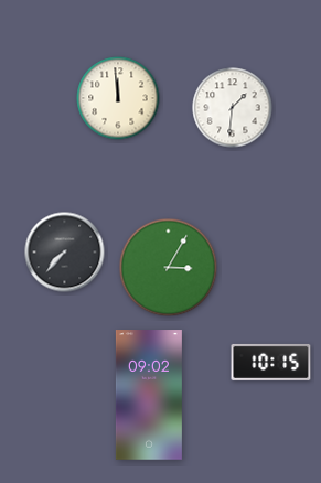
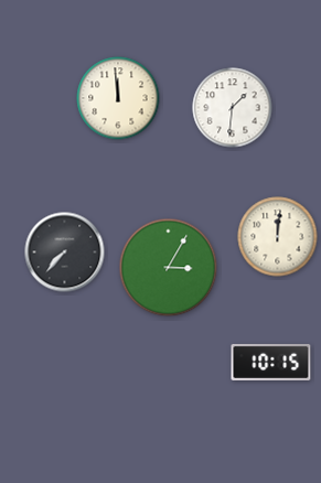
clock at (278, 237): none -> 12:01
clock at (149, 395): 09:02 -> none
